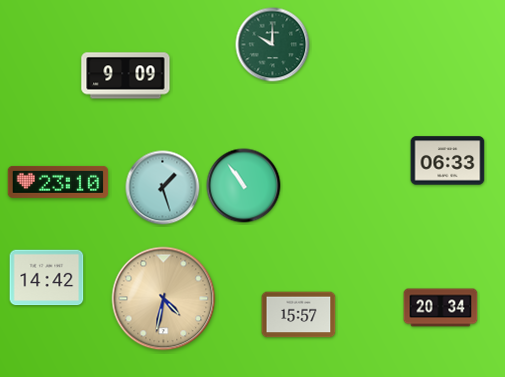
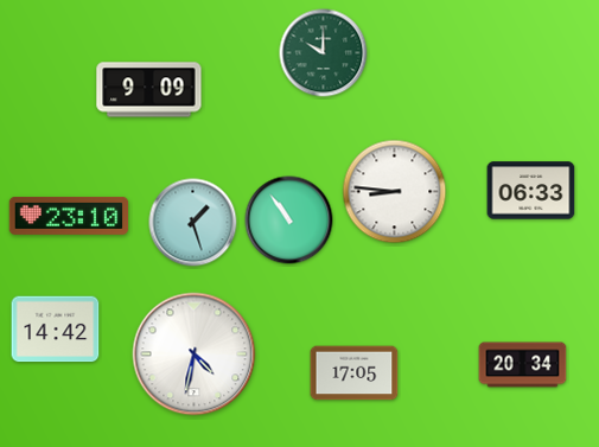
clock at (395, 192): none -> 8:46
clock at (164, 299) dial: champagne -> white
clock at (299, 315): 15:57 -> 17:05
